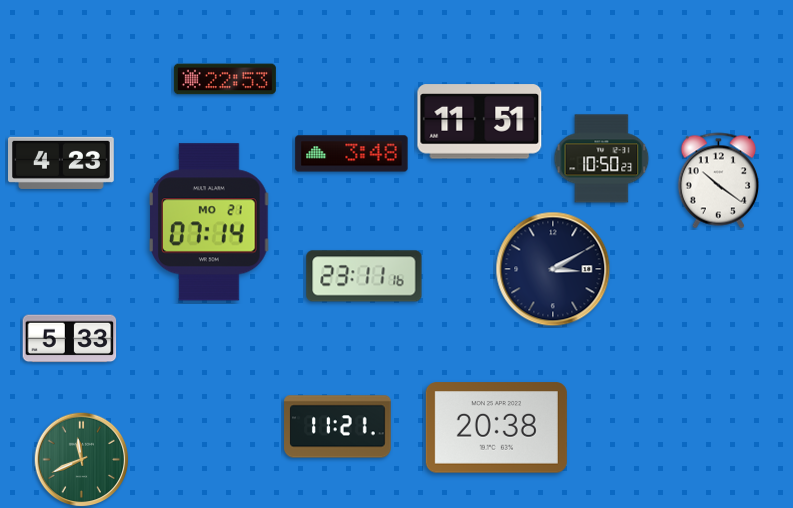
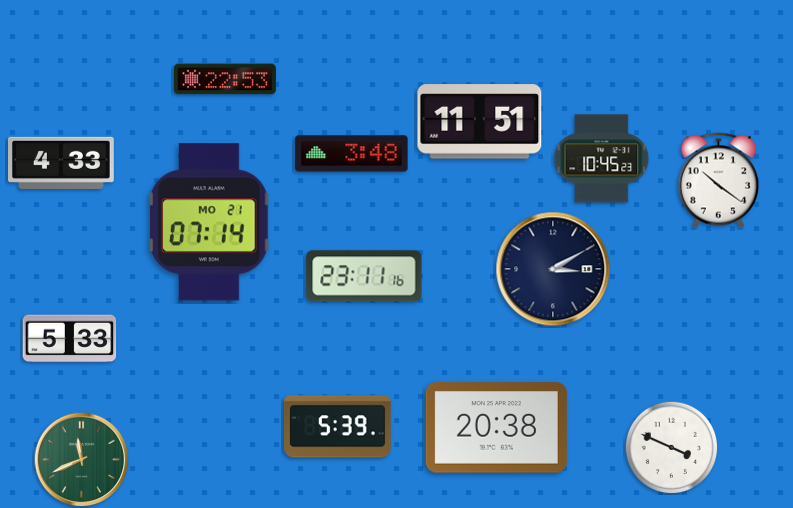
clock at (602, 159): 10:50 -> 10:45
clock at (62, 163): 4:23 -> 4:33
clock at (338, 427): 11:21 -> 5:39
clock at (671, 447): none -> 3:49
